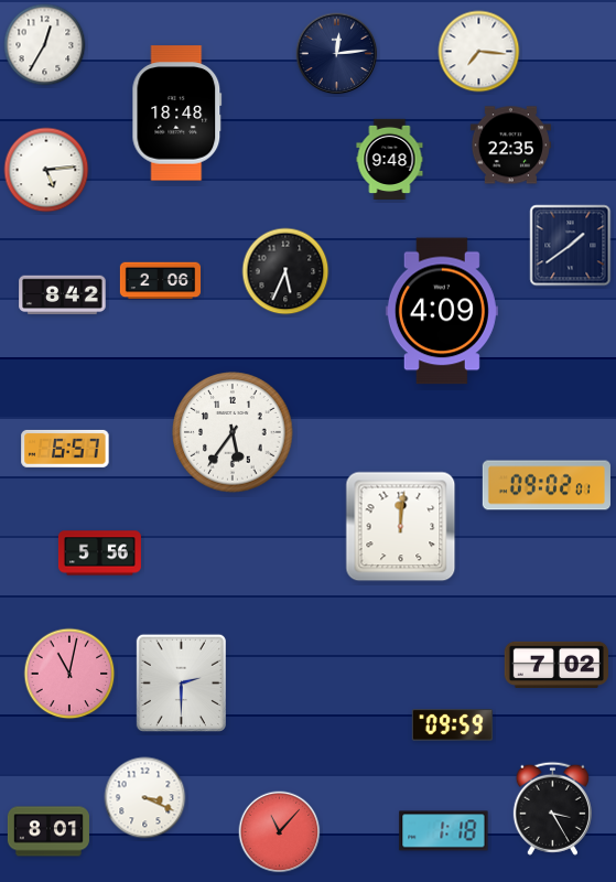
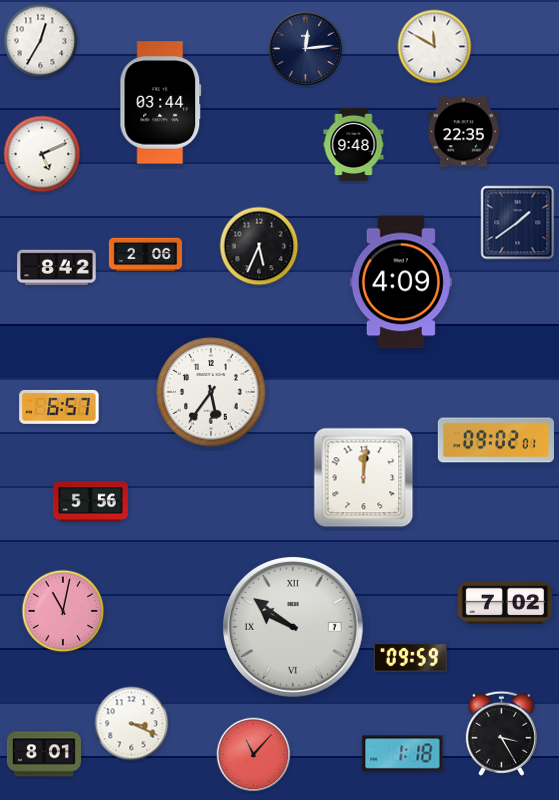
clock at (479, 52): 7:16 -> 11:50
clock at (177, 114): 18:48 -> 03:44
clock at (46, 170): 5:14 -> 5:11
clock at (181, 682): 2:30 -> none
clock at (293, 627): none -> 9:51
